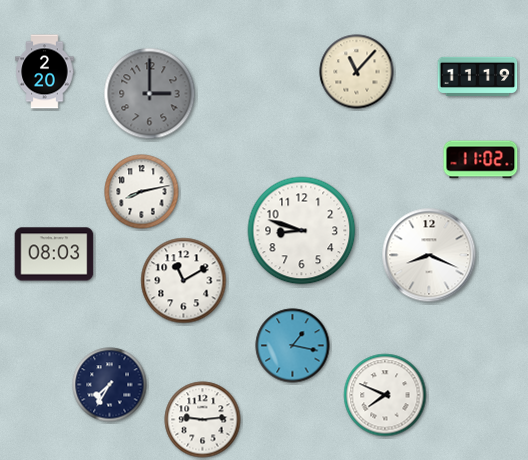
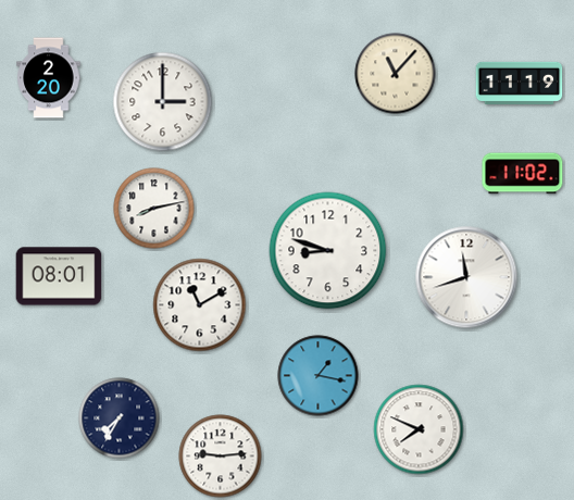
clock at (357, 72) position: (357, 72) -> (396, 74)
clock at (150, 94) dial: grey -> white
clock at (54, 254): 08:03 -> 08:01
clock at (429, 255): 8:19 -> 11:42
